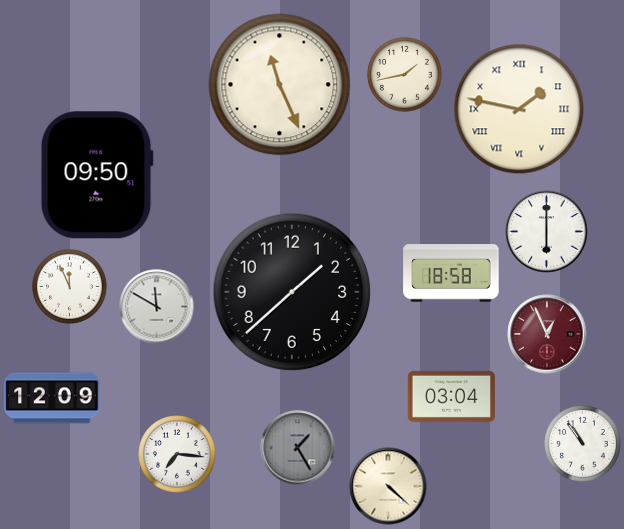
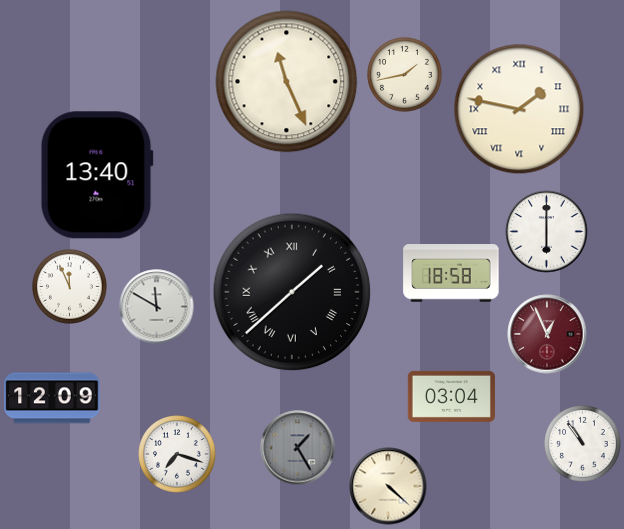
clock at (280, 85) position: (280, 85) -> (287, 82)
clock at (97, 175): 09:50 -> 13:40
clock at (292, 292) numerals: Arabic -> Roman
clock at (177, 454): 7:16 -> 7:18
